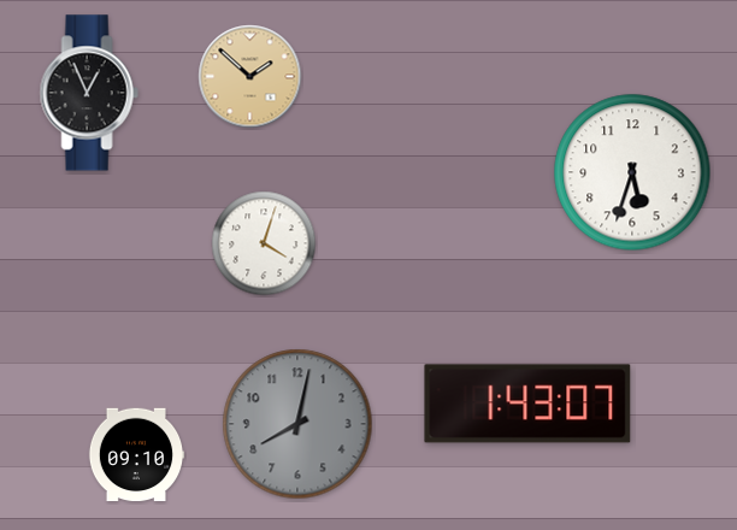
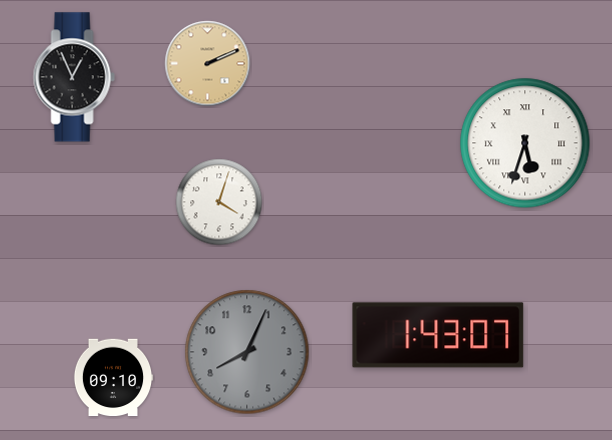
clock at (250, 77): 1:52 -> 2:11
clock at (632, 172) numerals: Arabic -> Roman
clock at (297, 424): 8:02 -> 8:04
